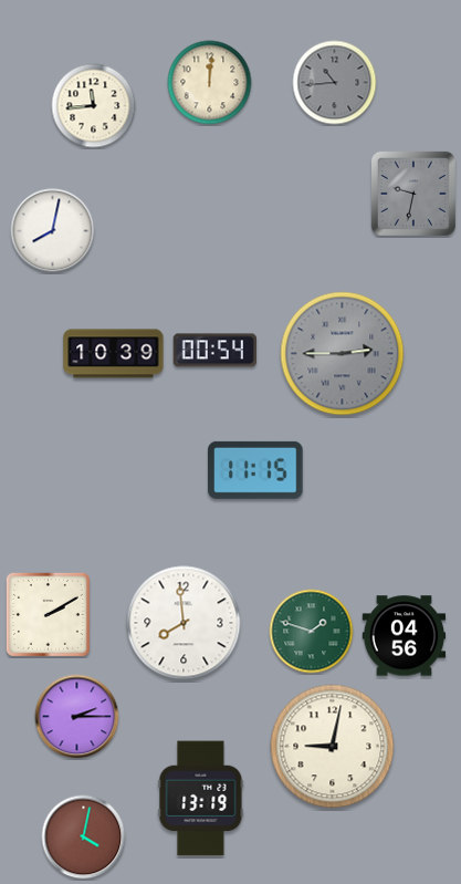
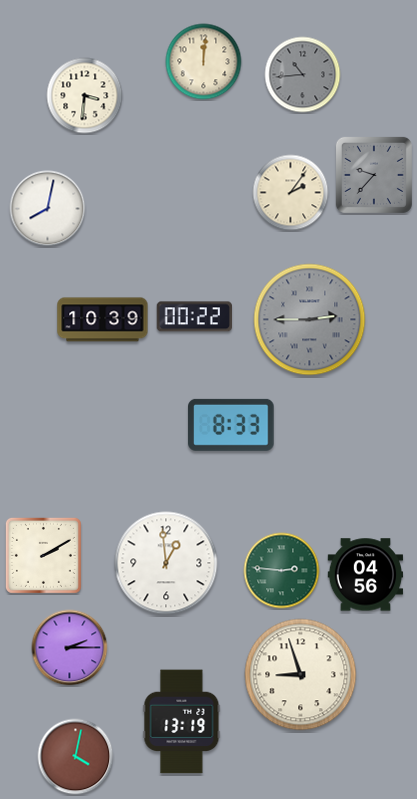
clock at (210, 83) position: (210, 83) -> (204, 62)
clock at (94, 106): 11:44 -> 3:31
clock at (413, 194): 9:32 -> 9:37
clock at (291, 193): none -> 2:06
clock at (214, 351): 00:54 -> 00:22
clock at (255, 470): 11:15 -> 8:33
clock at (184, 623): 7:59 -> 12:59
clock at (312, 632): 1:48 -> 2:46
clock at (333, 747): 9:02 -> 8:57
